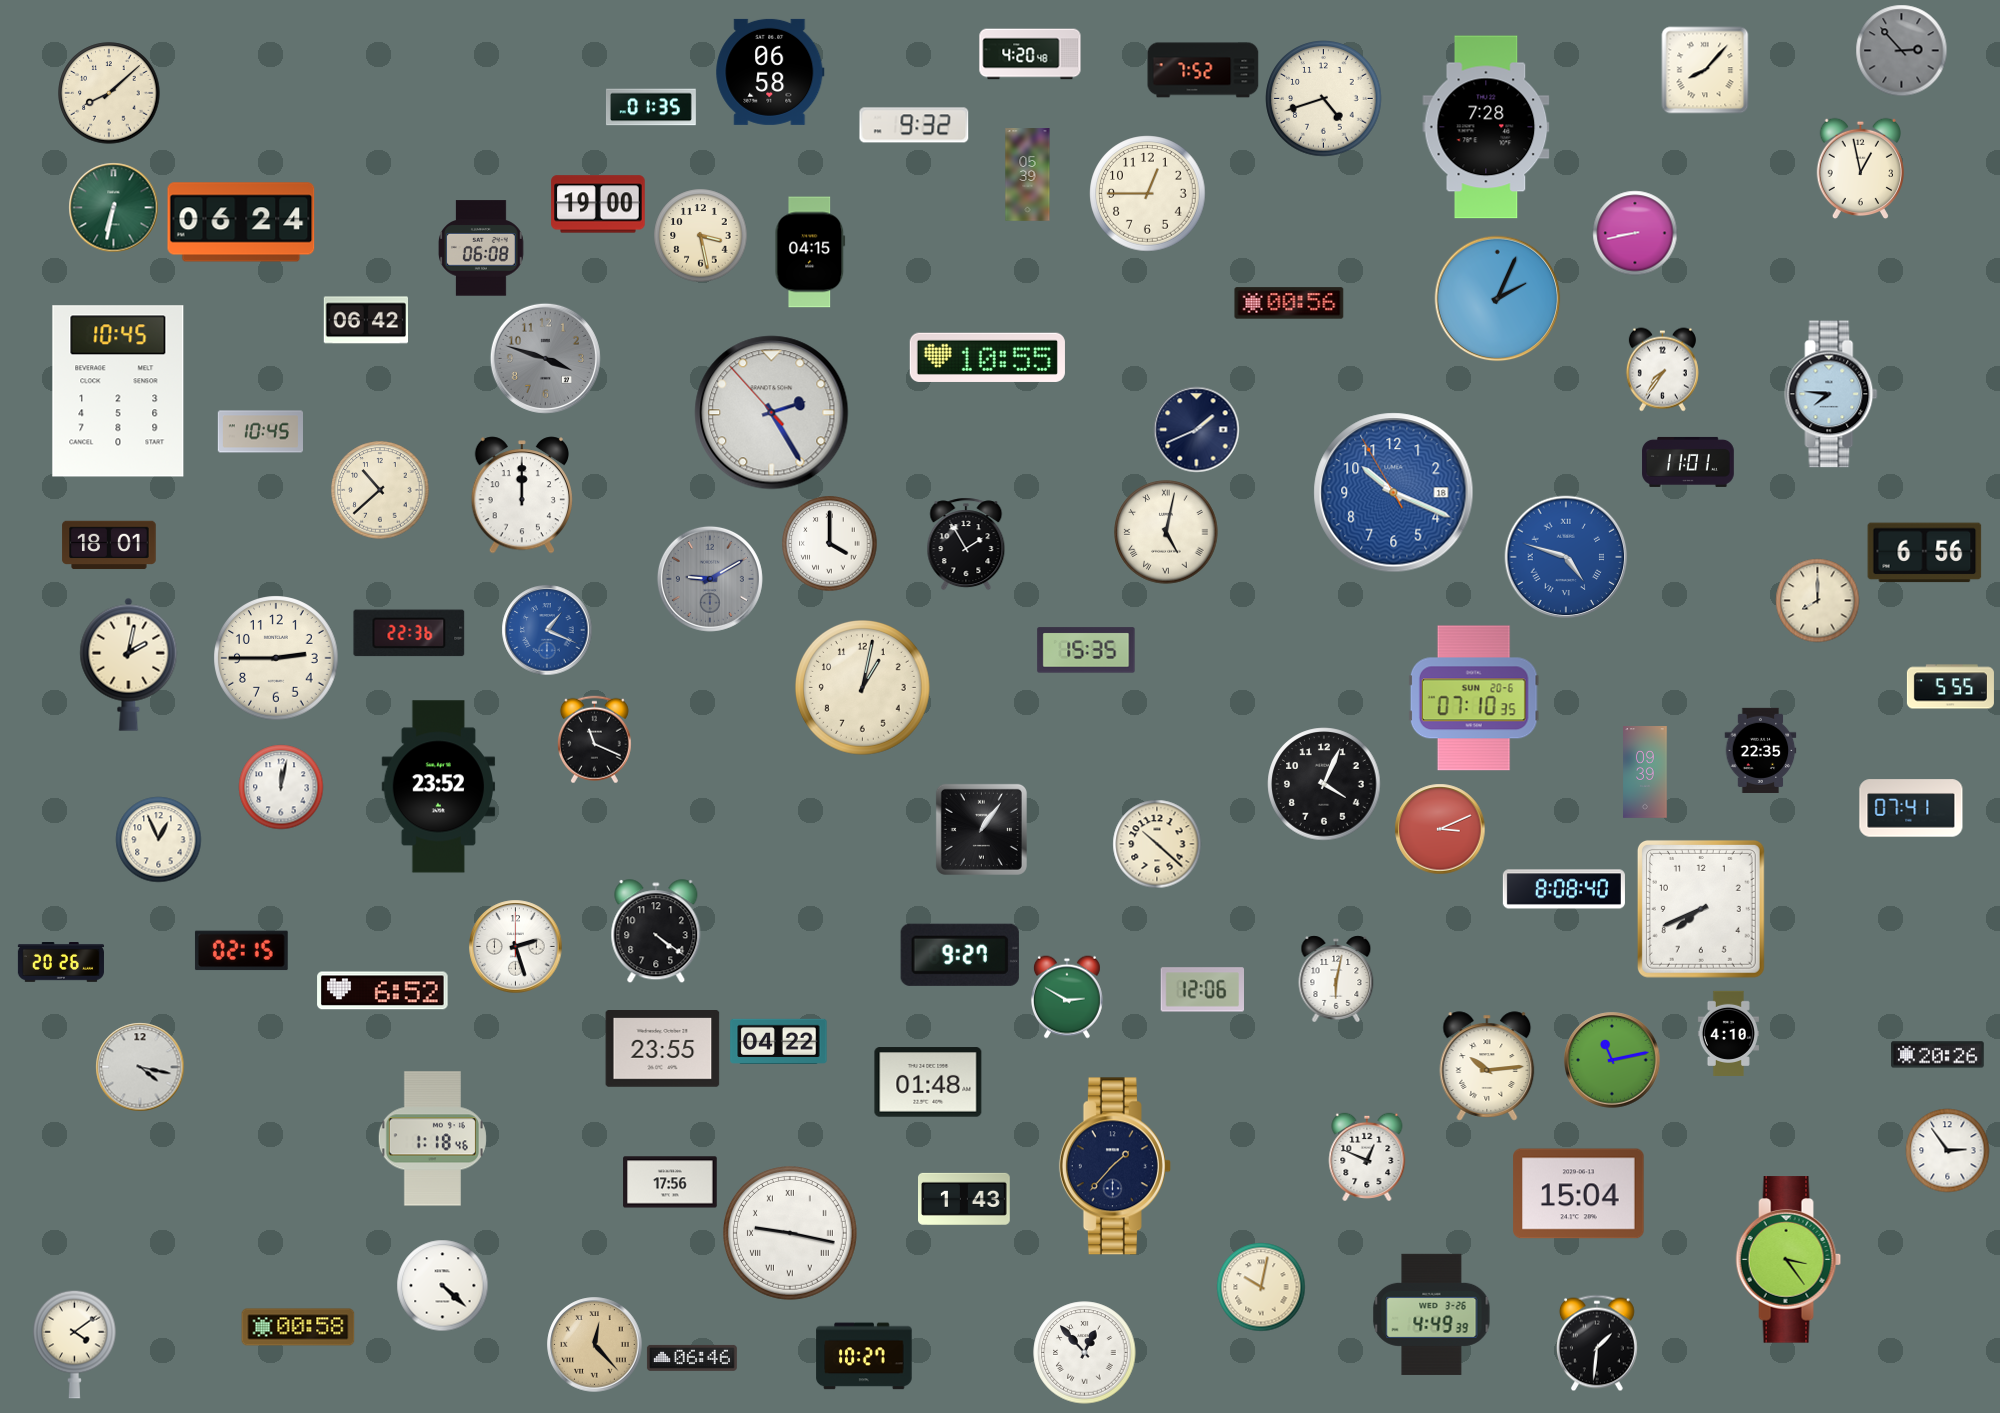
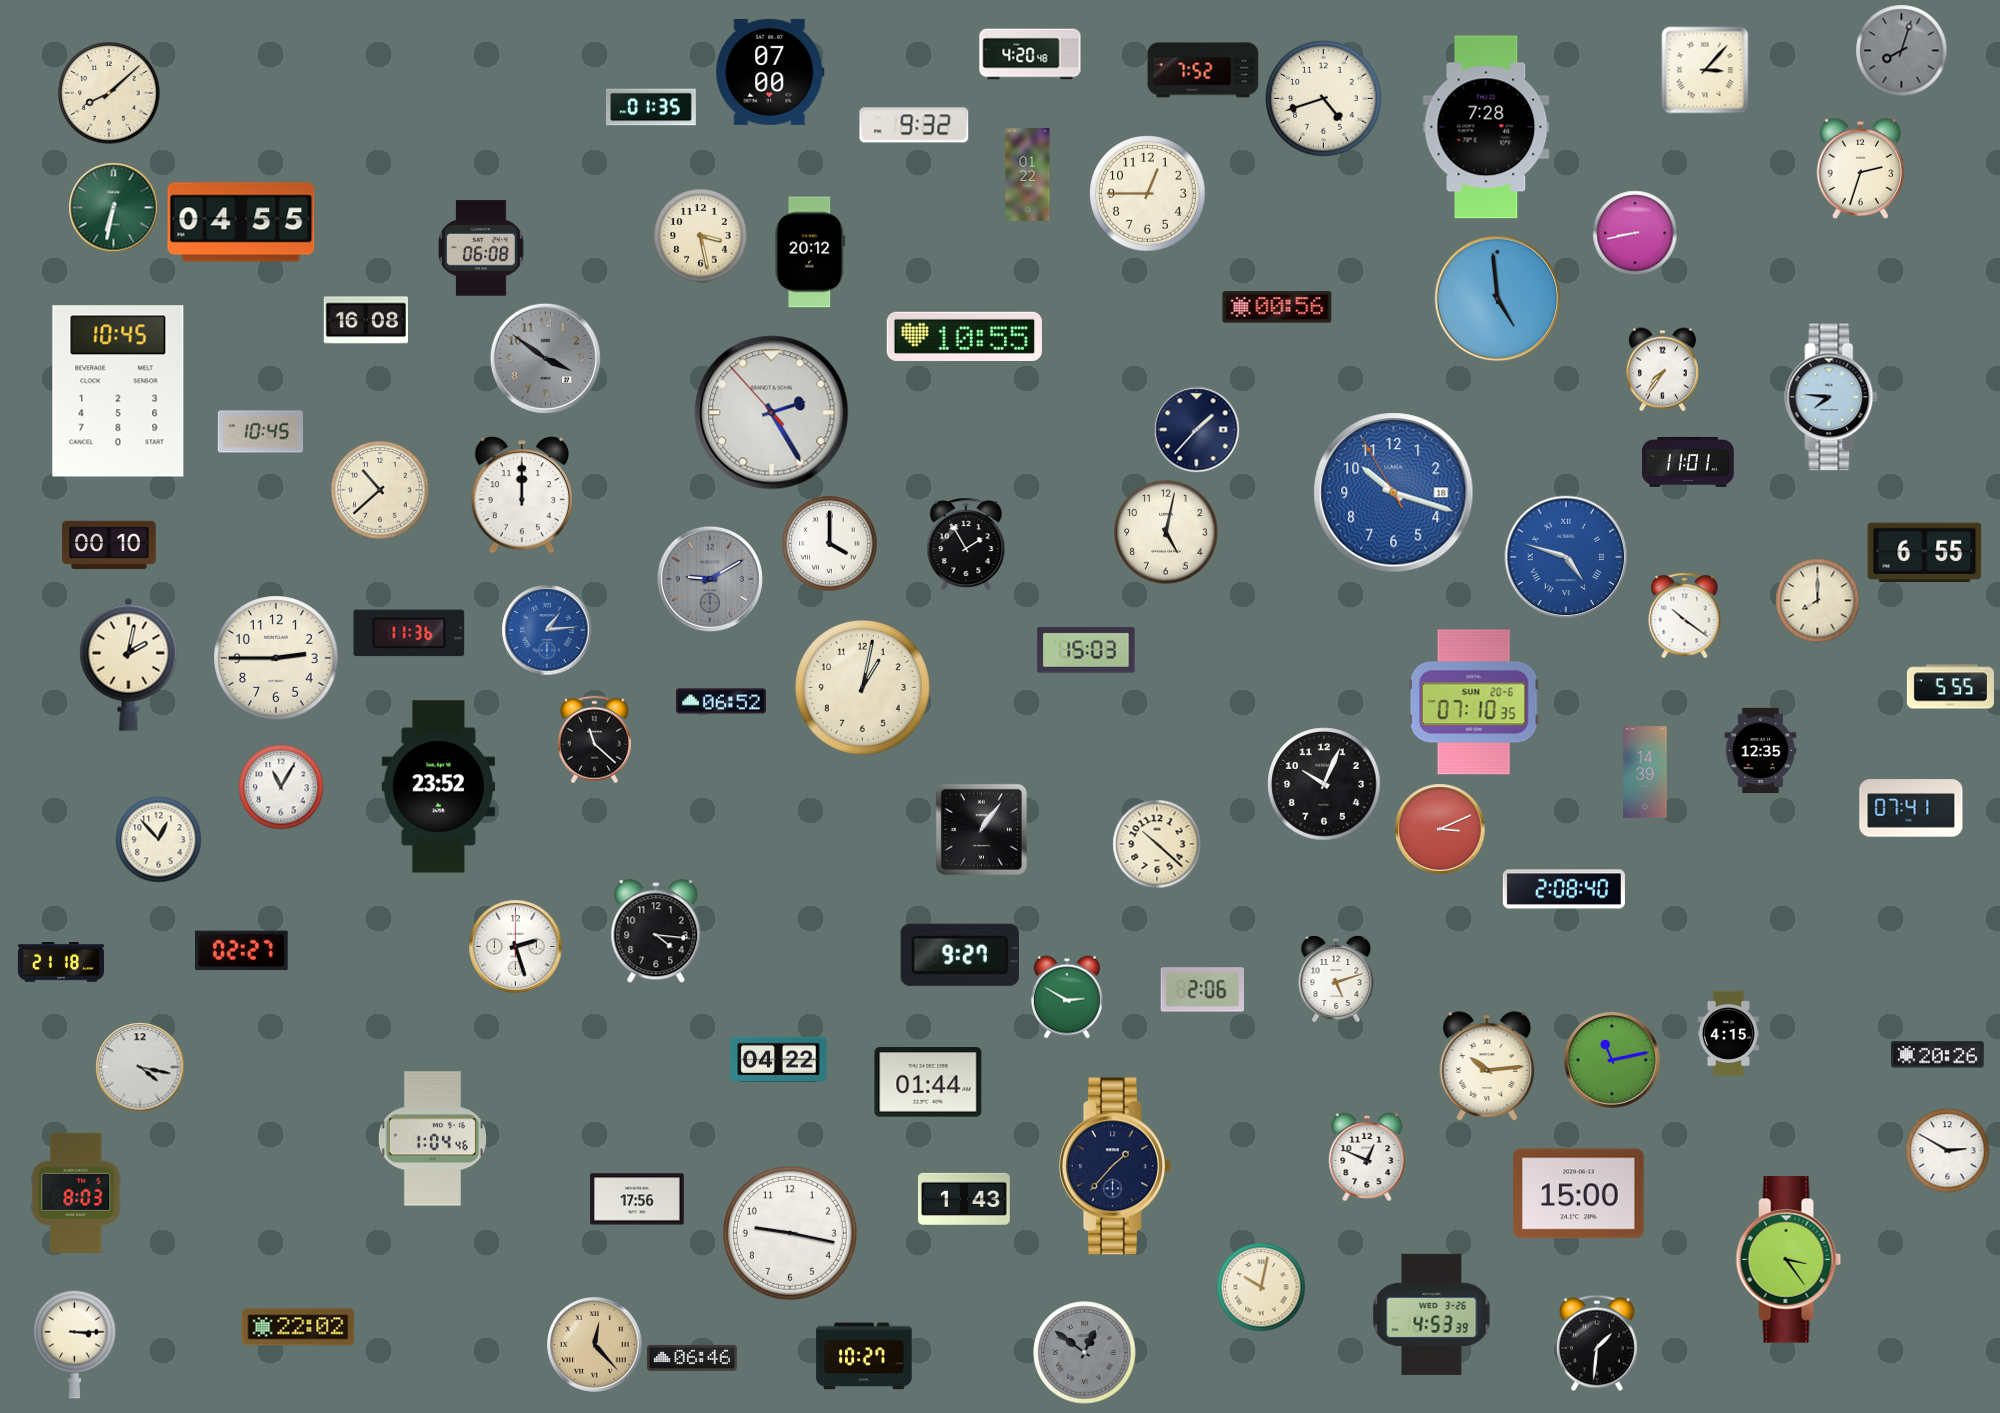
clock at (1902, 51): 2:53 -> 8:03
clock at (1705, 70): 8:07 -> 3:07
clock at (770, 72): 06:58 -> 07:00
clock at (1860, 169): 12:58 -> 2:33
clock at (1028, 175): 05:39 -> 01:22
clock at (598, 204): 19:00 -> none
clock at (241, 222): 06:24 -> 04:55
clock at (810, 252): 04:15 -> 20:12
clock at (1498, 299): 2:04 -> 4:59
clock at (1289, 303) position: (1289, 303) -> (1277, 307)
clock at (365, 320): 06:42 -> 16:08
clock at (987, 357) position: (987, 357) -> (964, 336)
clock at (545, 358): 3:48 -> 3:51
clock at (1831, 394) position: (1831, 394) -> (1831, 397)
clock at (1197, 430): 1:41 -> 1:37
clock at (1394, 493): 10:18 -> 10:17
clock at (1166, 532) numerals: Roman -> Arabic
clock at (109, 545): 18:01 -> 00:10
clock at (1925, 553): 6:56 -> 6:55
clock at (1685, 616): none -> 10:21
clock at (547, 630): 1:19 -> 1:14
clock at (409, 633): 22:36 -> 11:36
clock at (1086, 650): 15:35 -> 15:03
clock at (1474, 698) position: (1474, 698) -> (1474, 702)
clock at (721, 701): none -> 06:52
clock at (594, 740): 11:19 -> 11:22
clock at (1761, 750): 22:35 -> 12:35
clock at (1645, 772): 09:39 -> 14:39
clock at (1324, 784): 4:04 -> 10:04
clock at (281, 787): 12:02 -> 11:05
clock at (159, 840): 12:56 -> 12:53
clock at (1564, 889): 8:08 -> 2:08
clock at (1701, 909): 7:41 -> none
clock at (656, 932): 4:21 -> 4:16
clock at (241, 951): 02:15 -> 02:27
clock at (61, 963): 20:26 -> 21:18
clock at (1336, 979): 6:02 -> 5:12
clock at (1202, 990): 12:06 -> 2:06
clock at (383, 991): 6:52 -> none
clock at (1728, 1033): 4:10 -> 4:15
clock at (779, 1041) position: (779, 1041) -> (779, 1059)
clock at (663, 1049): 23:55 -> none
clock at (928, 1082): 01:48 -> 01:44
clock at (432, 1139): 1:18 -> 1:04
clock at (1948, 1151): 2:54 -> 2:50
clock at (670, 1182) position: (670, 1182) -> (637, 1199)
clock at (76, 1193): none -> 8:03
clock at (1579, 1194): 15:04 -> 15:00
clock at (791, 1234) numerals: Roman -> Arabic
clock at (443, 1286): 4:22 -> none
clock at (1432, 1314): 4:49 -> 4:53
clock at (298, 1327): 00:58 -> 22:02
clock at (75, 1344): 4:09 -> 3:15
clock at (1085, 1353): 12:53 -> 12:51
clock at (1085, 1353) dial: white -> grey
